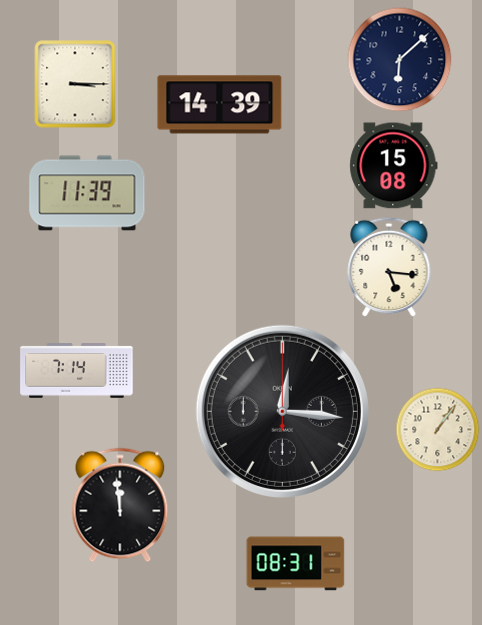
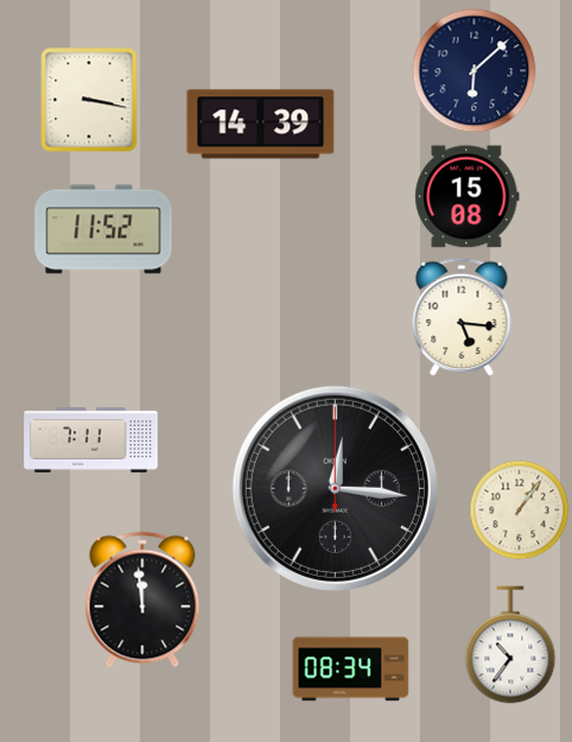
clock at (75, 84): 3:15 -> 3:17
clock at (87, 193): 11:39 -> 11:52
clock at (77, 371): 7:14 -> 7:11
clock at (510, 645): none -> 10:36
clock at (296, 564): 08:31 -> 08:34
